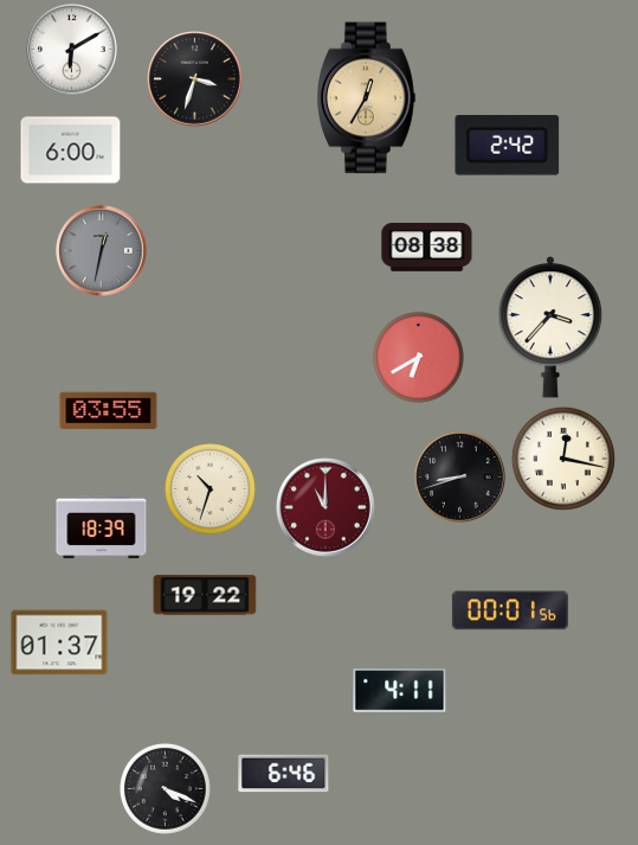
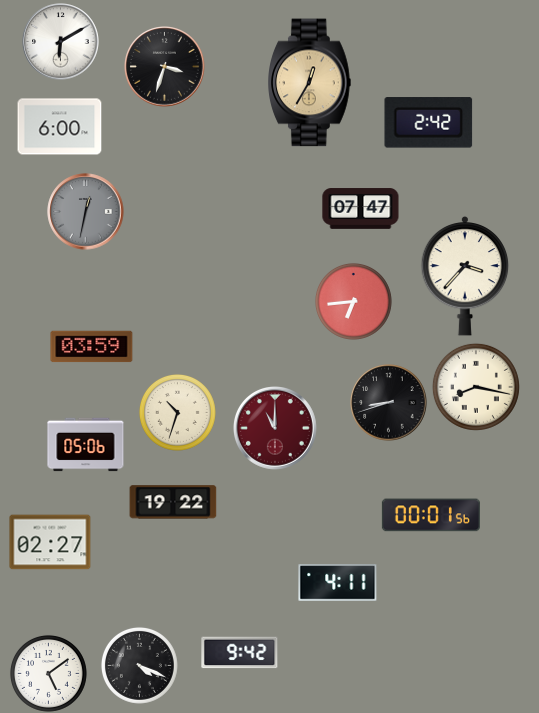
clock at (427, 248): 08:38 -> 07:47
clock at (418, 357): 6:40 -> 6:44
clock at (109, 411): 03:55 -> 03:59
clock at (563, 459): 12:17 -> 8:17
clock at (102, 527): 18:39 -> 05:06
clock at (59, 642): 01:37 -> 02:27
clock at (284, 774): 6:46 -> 9:42
clock at (48, 673): none -> 5:09
